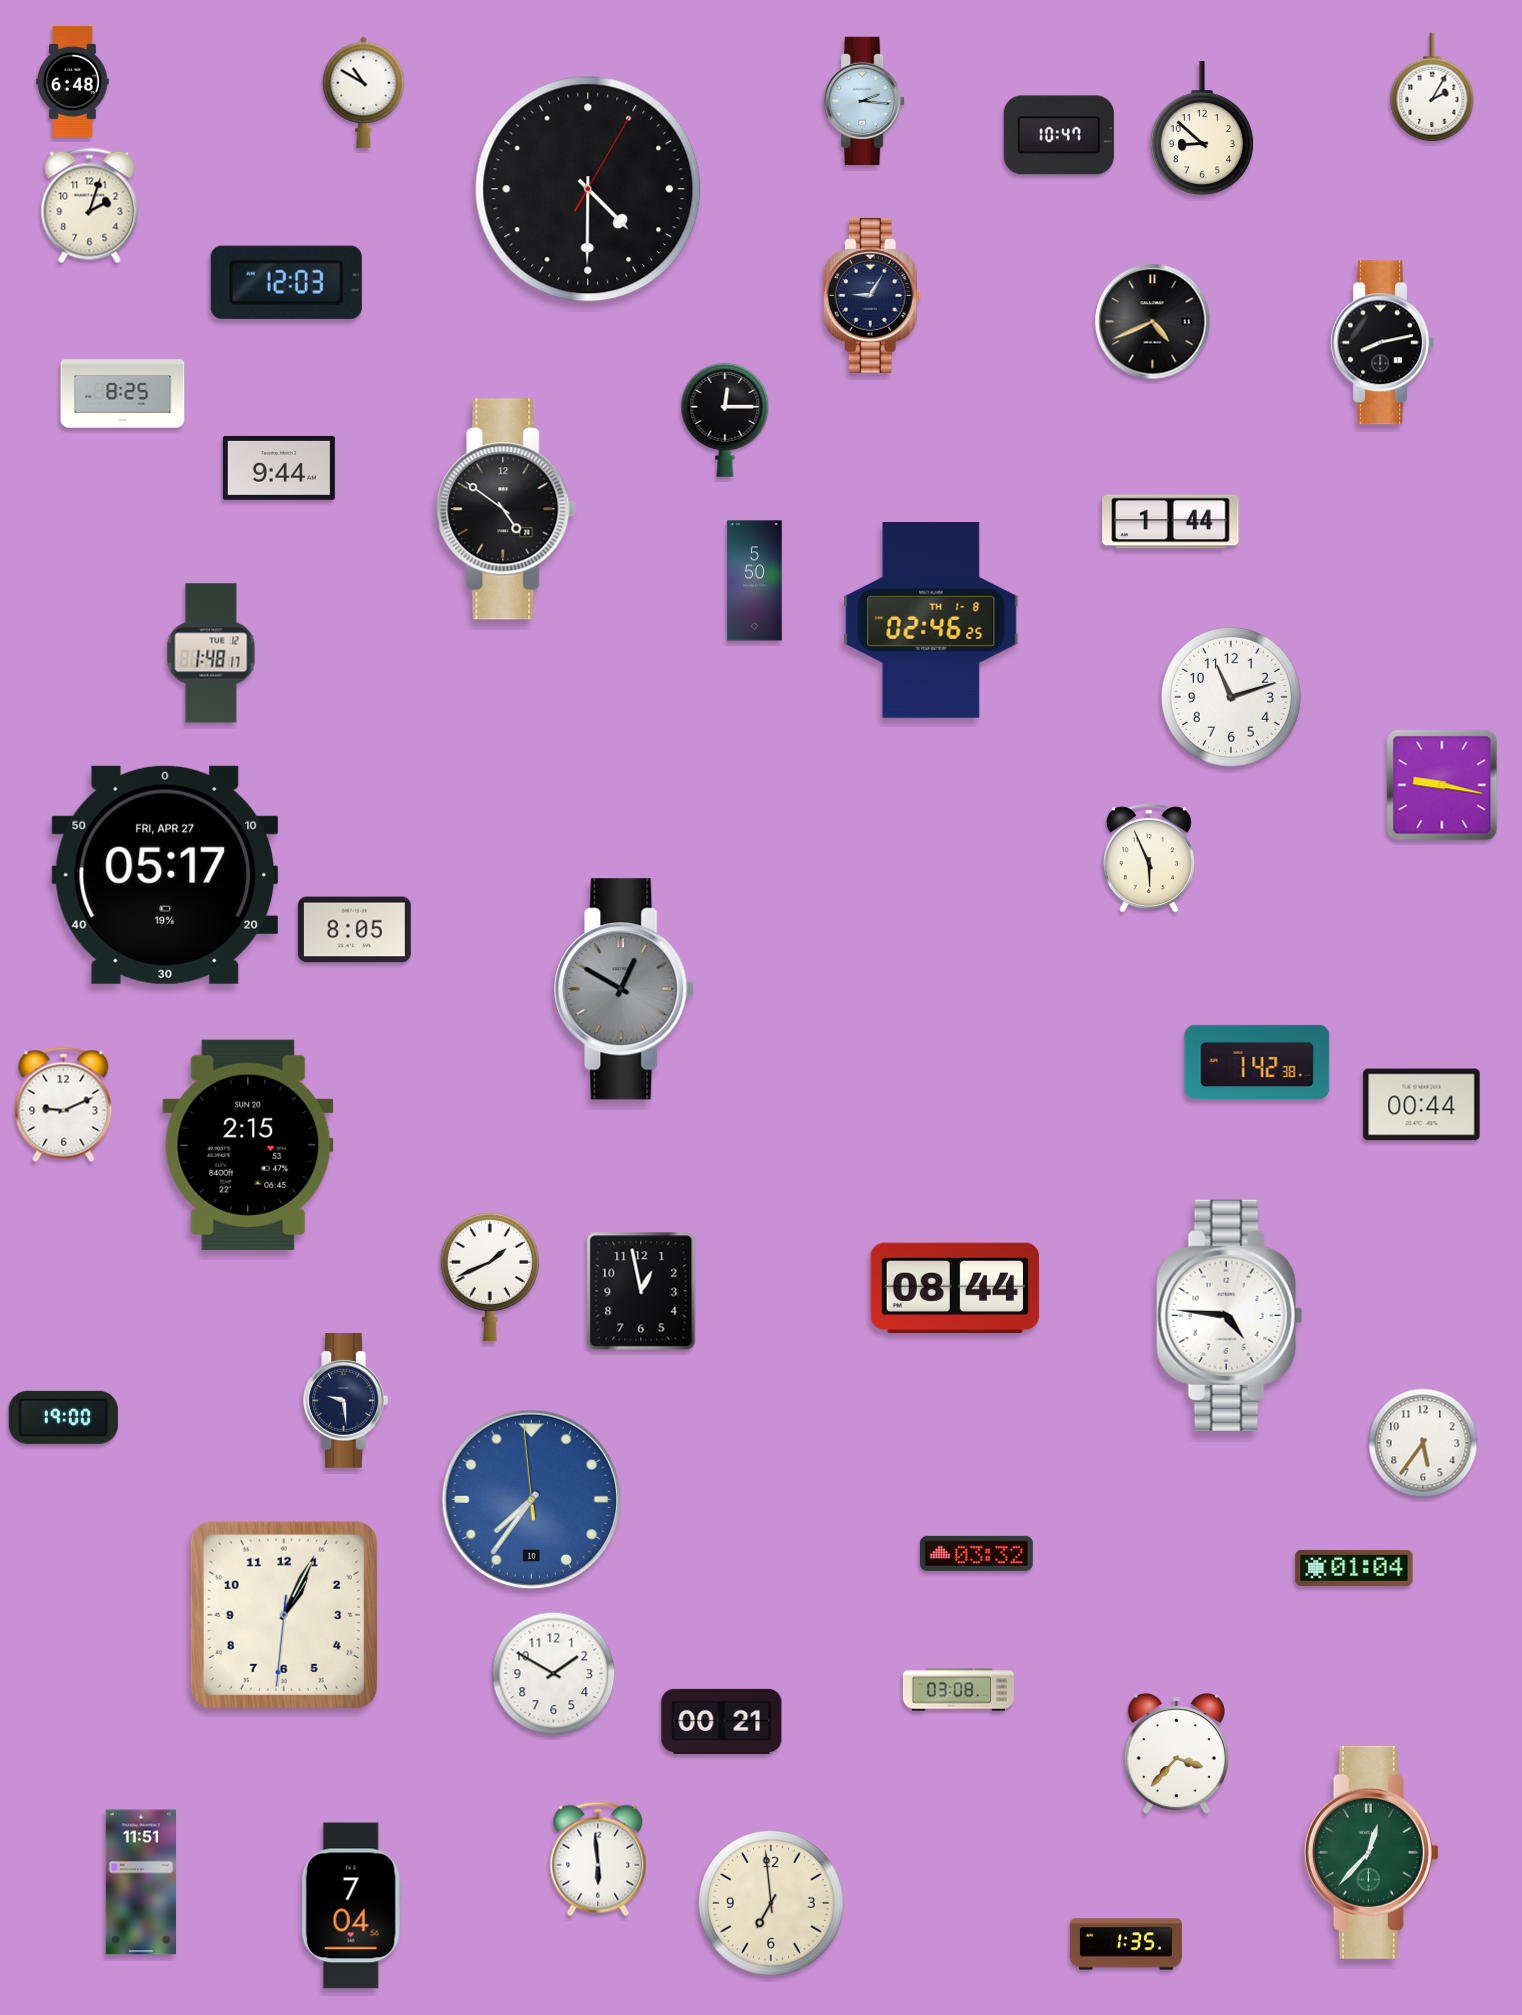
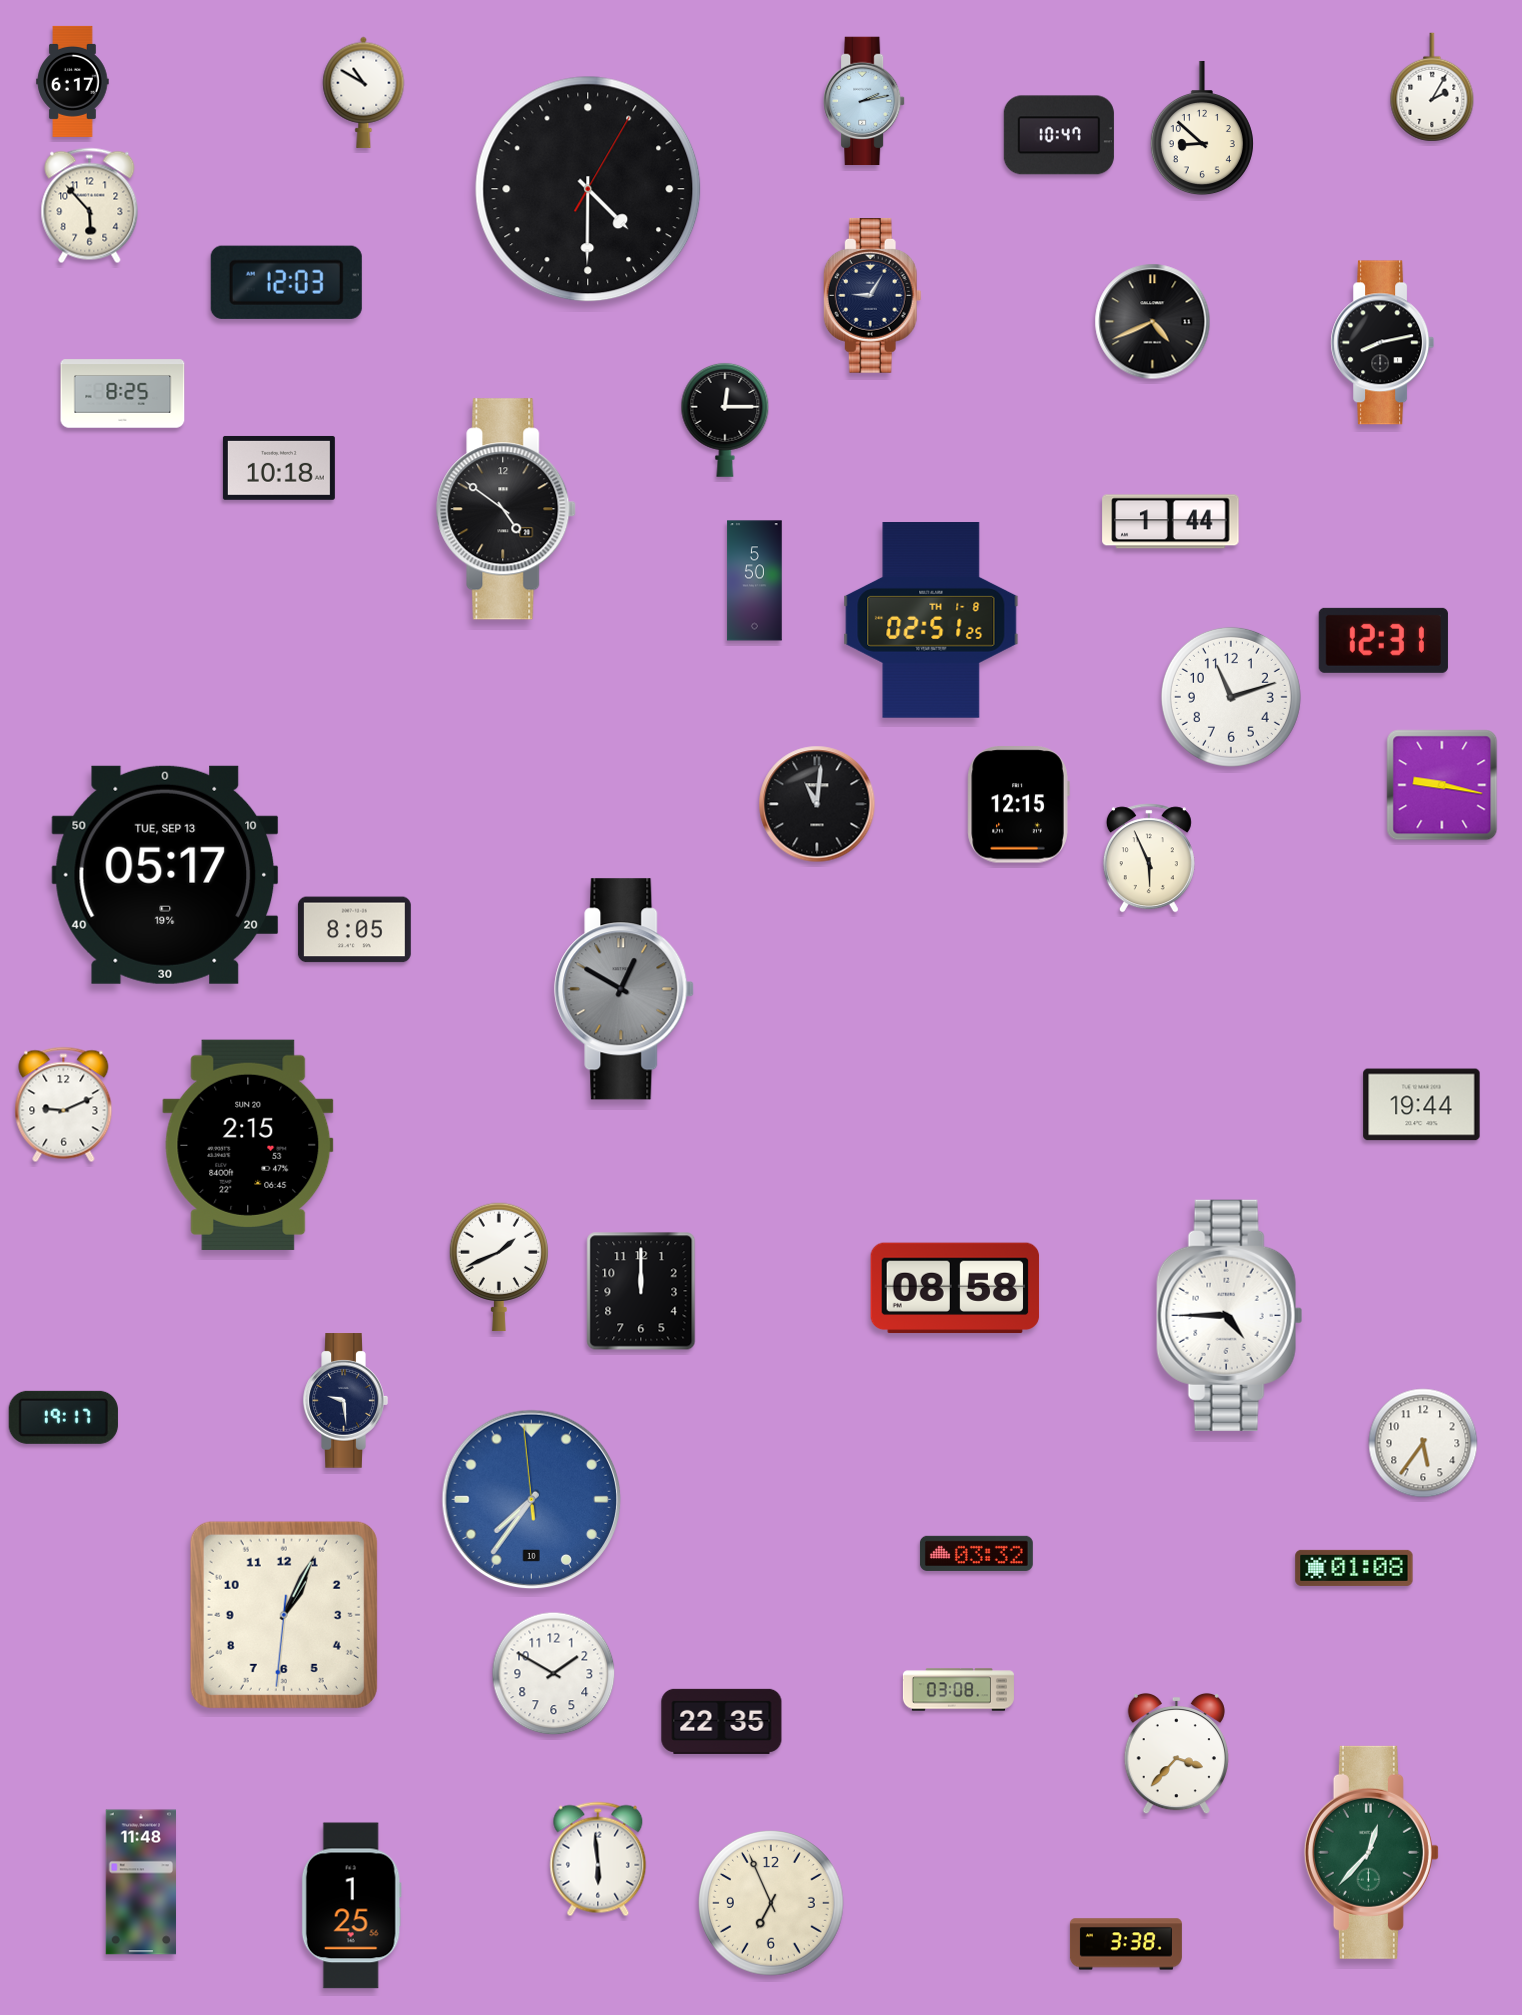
clock at (73, 81): 6:48 -> 6:17
clock at (864, 101): 2:16 -> 2:13
clock at (90, 206): 2:03 -> 5:53
clock at (279, 468): 9:44 -> 10:18
clock at (931, 621): 02:46 -> 02:51
clock at (1383, 640): none -> 12:31
clock at (211, 653): 1:48 -> none
clock at (817, 804): none -> 11:01
clock at (1018, 805): none -> 12:15
clock at (165, 875) date: FRI, APR 27 -> TUE, SEP 13
clock at (1257, 1062): 1:42 -> none
clock at (1422, 1105): 00:44 -> 19:44
clock at (490, 1277) position: (490, 1277) -> (499, 1267)
clock at (955, 1288): 08:44 -> 08:58
clock at (641, 1291): 12:58 -> 12:00
clock at (1230, 1315): 4:46 -> 4:45
clock at (63, 1417): 19:00 -> 19:17
clock at (1354, 1568): 01:04 -> 01:08
clock at (722, 1721): 00:21 -> 22:35
clock at (140, 1882): 11:51 -> 11:48
clock at (772, 1904): 6:59 -> 6:56
clock at (351, 1906): 7:04 -> 1:25
clock at (1126, 1944): 1:35 -> 3:38
